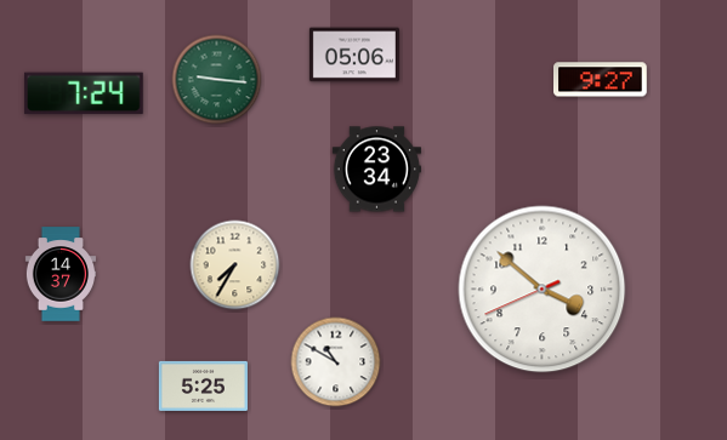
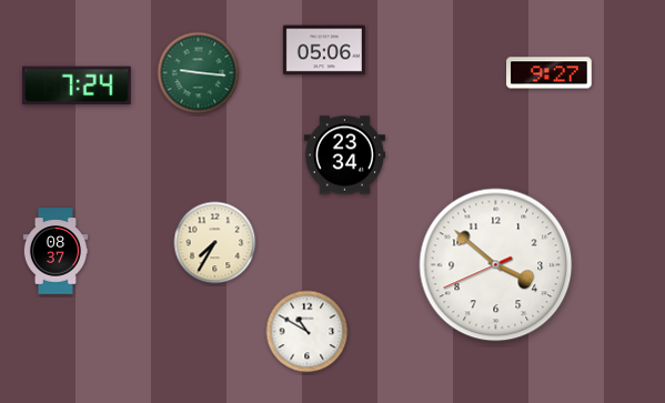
clock at (59, 274): 14:37 -> 08:37
clock at (203, 385): 5:25 -> none
